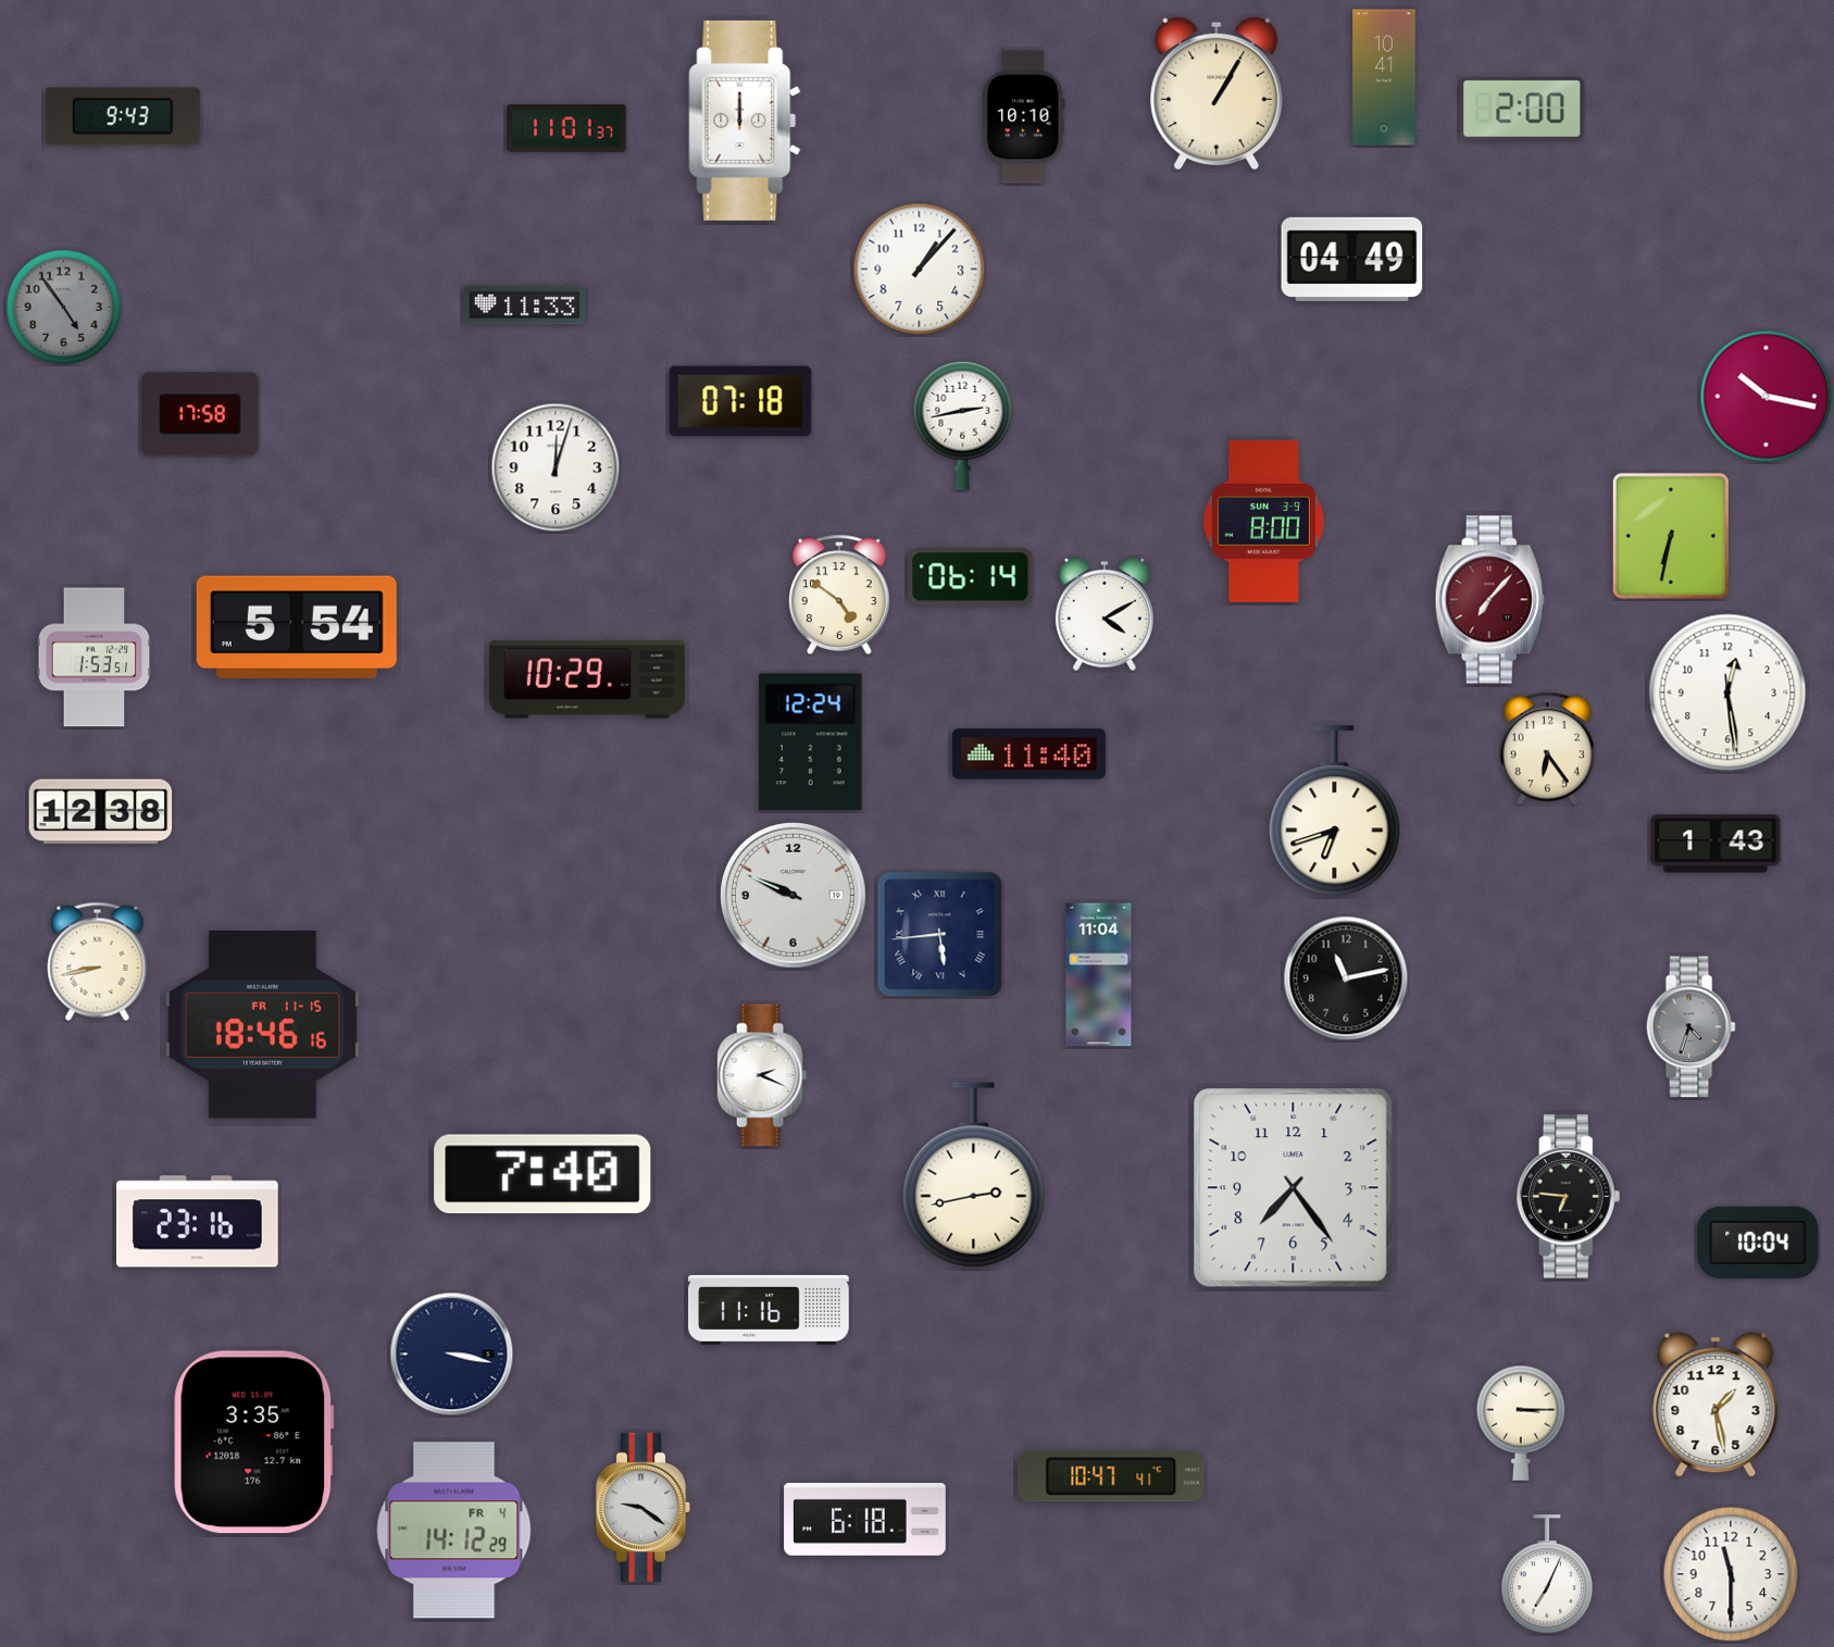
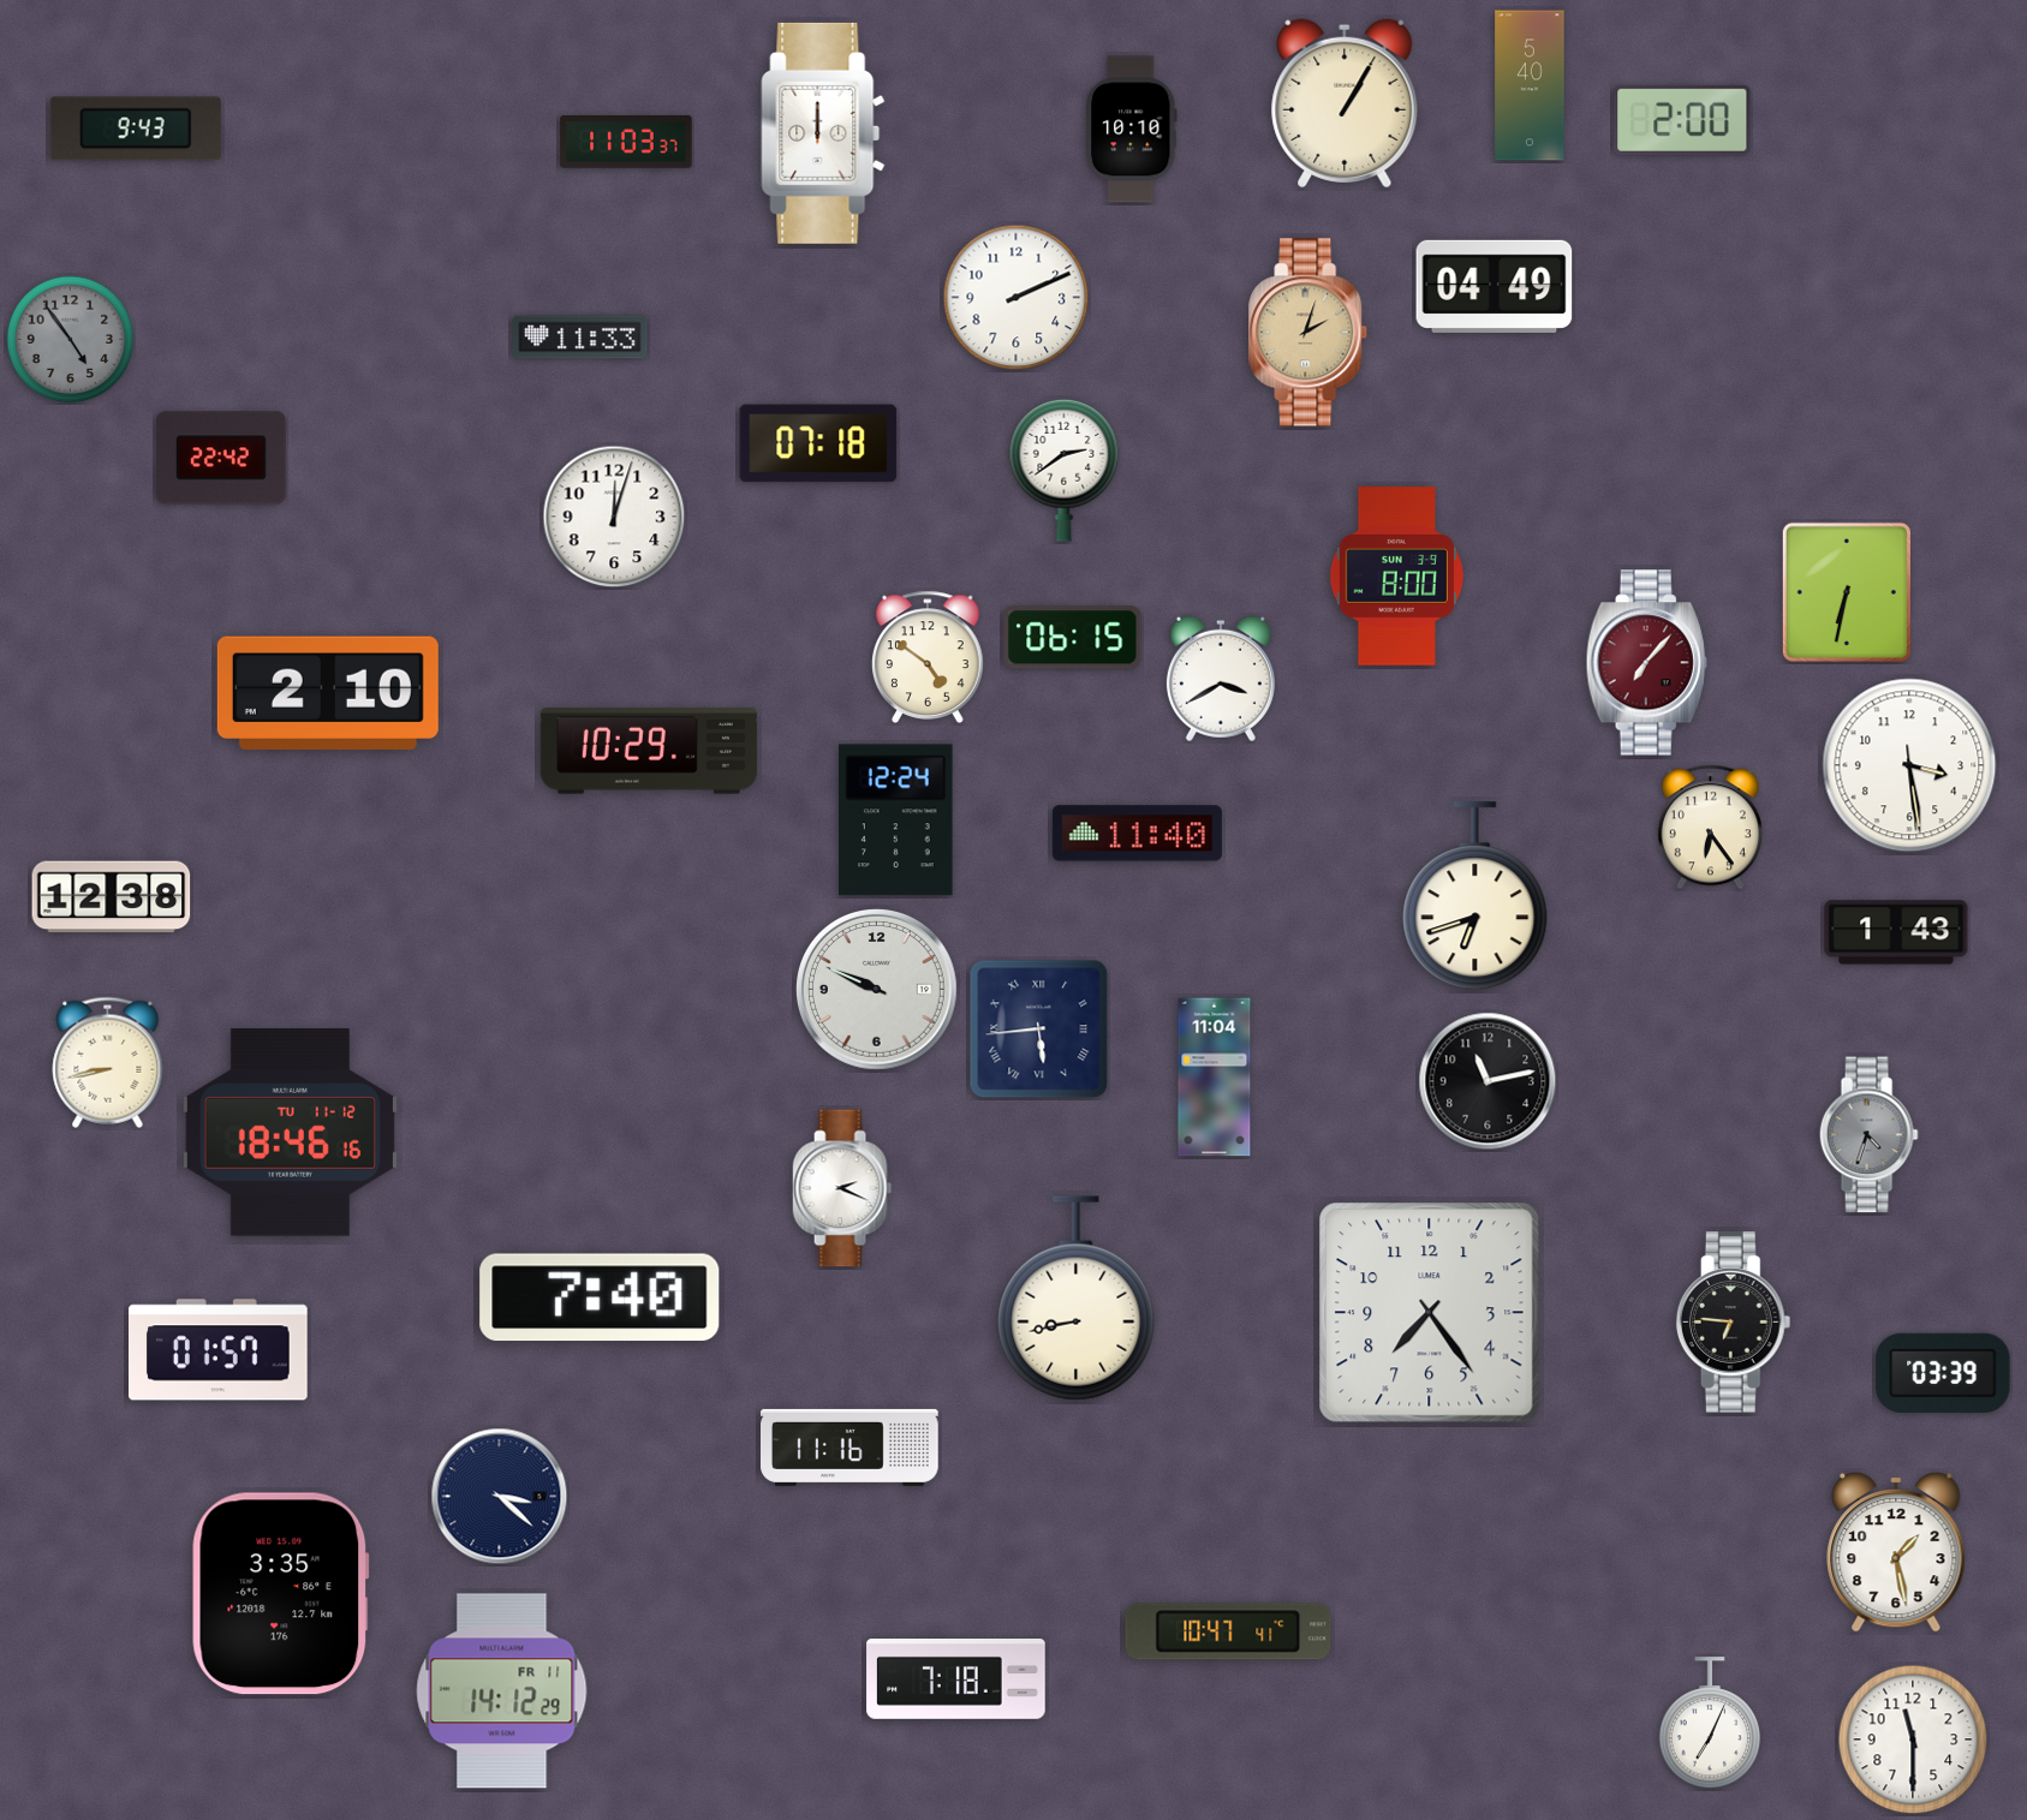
clock at (1384, 77): 10:41 -> 5:40
clock at (566, 129): 11:01 -> 11:03
clock at (920, 270): 1:07 -> 2:11
clock at (1308, 333): none -> 2:03
clock at (1767, 397): 10:17 -> none
clock at (201, 414): 17:58 -> 22:42
clock at (963, 425): 2:43 -> 2:39
clock at (971, 577): 06:14 -> 06:15
clock at (1105, 614): 4:10 -> 3:40
clock at (297, 627): 5:54 -> 2:10
clock at (95, 658): 1:53 -> none
clock at (1727, 693): 12:28 -> 3:28
clock at (940, 935) position: (940, 935) -> (1039, 1030)
clock at (262, 1025) date: FR 11-15 -> TU 11-12
clock at (974, 1175): 2:43 -> 8:43
clock at (198, 1222): 23:16 -> 01:57
clock at (1758, 1243): 10:04 -> 03:39
clock at (452, 1355): 3:17 -> 3:22
clock at (1521, 1423): 3:15 -> none
clock at (644, 1507): 9:21 -> none
clock at (865, 1520): 6:18 -> 7:18
clock at (454, 1531) date: FR 4 -> FR 11
clock at (1547, 1575) position: (1547, 1575) -> (1710, 1724)
